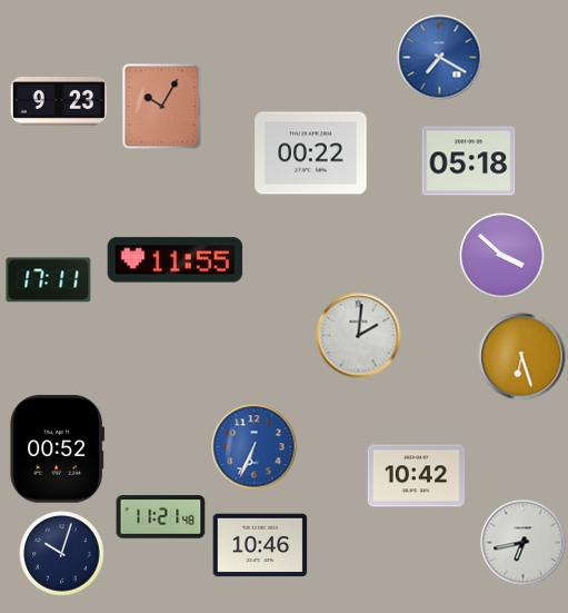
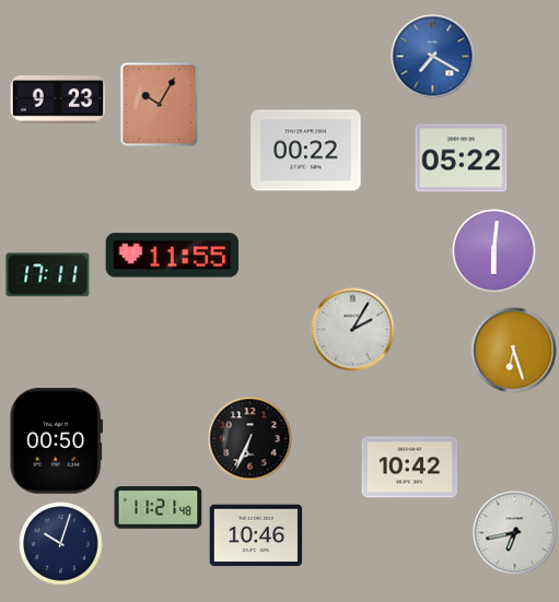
clock at (469, 161): 05:18 -> 05:22
clock at (502, 256): 3:52 -> 6:01
clock at (359, 336): 2:01 -> 2:05
clock at (255, 447) dial: blue -> black
clock at (58, 449): 00:52 -> 00:50
